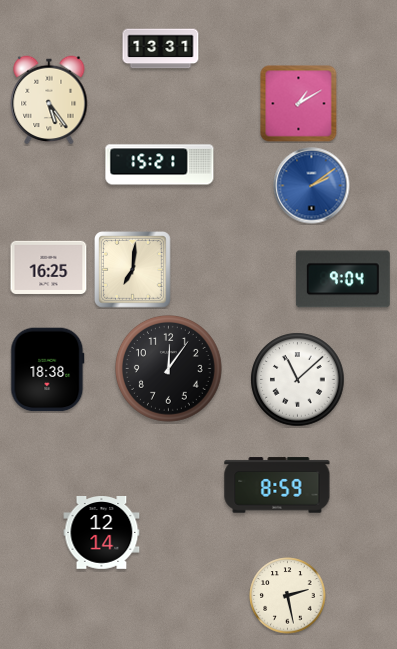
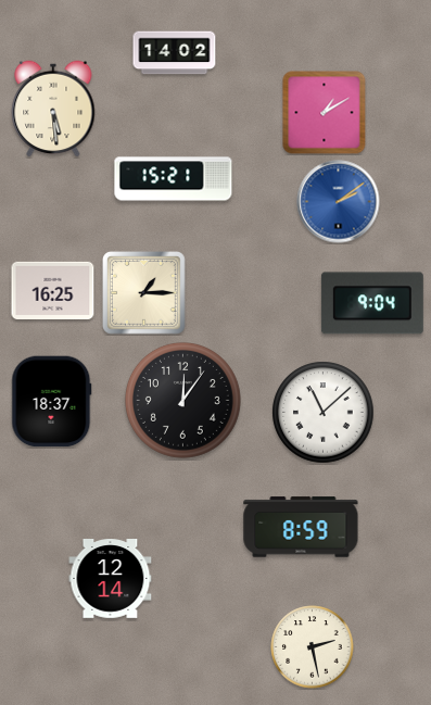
clock at (161, 49): 13:31 -> 14:02
clock at (49, 100): 5:24 -> 5:29
clock at (133, 270): 7:01 -> 1:15
clock at (48, 370): 18:38 -> 18:37
